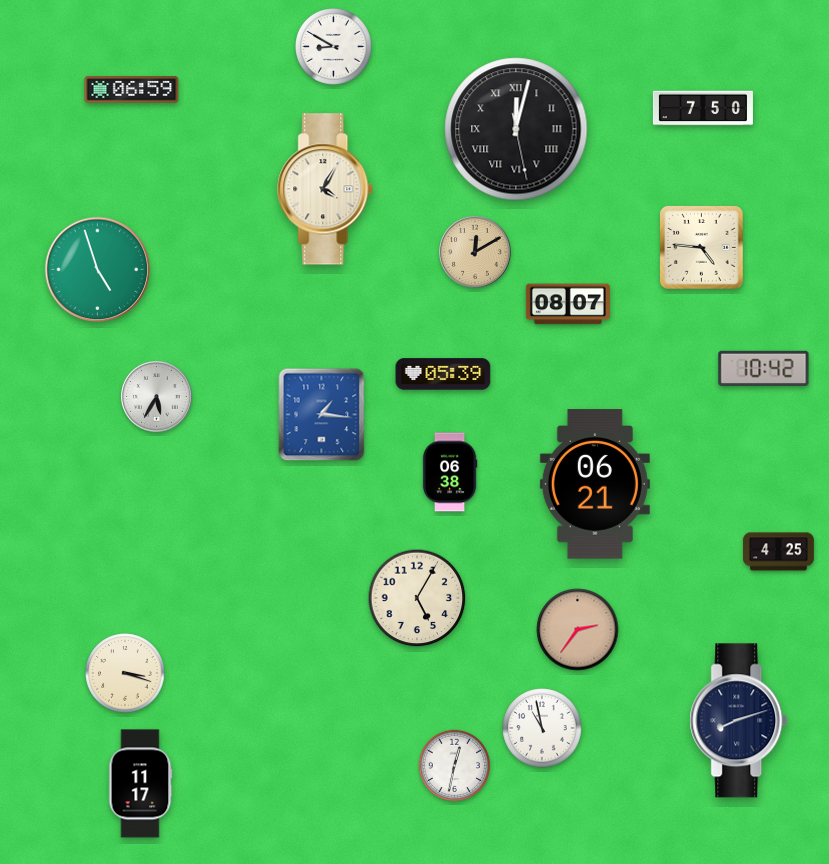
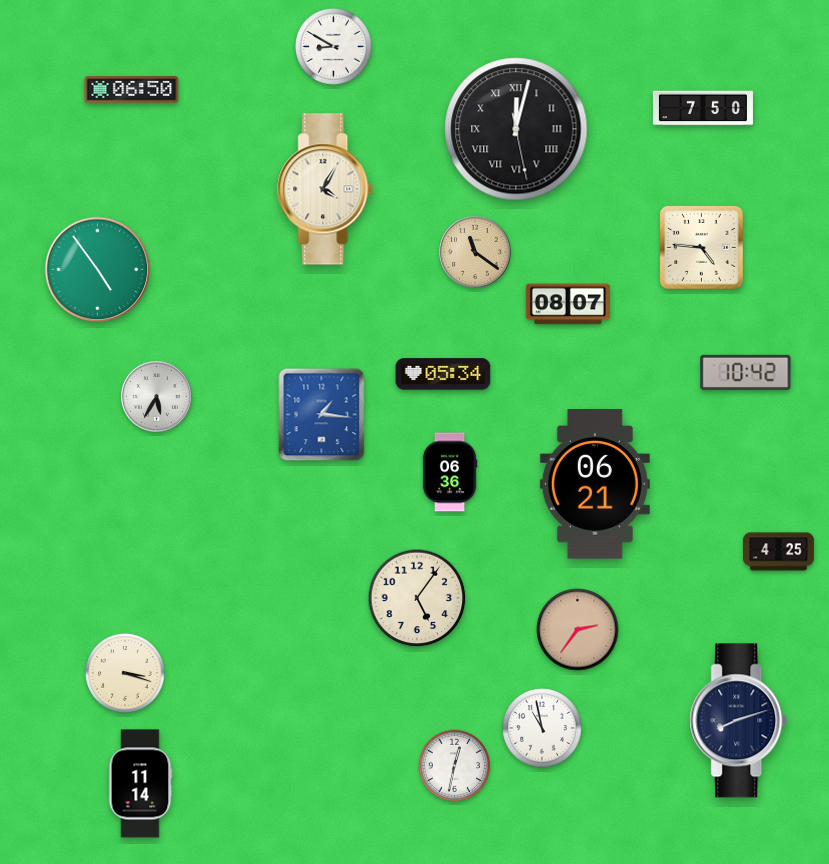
clock at (132, 90): 06:59 -> 06:50
clock at (475, 252): 12:10 -> 11:21
clock at (98, 270): 4:57 -> 4:54
clock at (764, 368) position: (764, 368) -> (746, 372)
clock at (443, 374): 05:39 -> 05:34
clock at (450, 472): 06:38 -> 06:36
clock at (417, 598): 5:05 -> 5:06
clock at (140, 784): 11:17 -> 11:14
